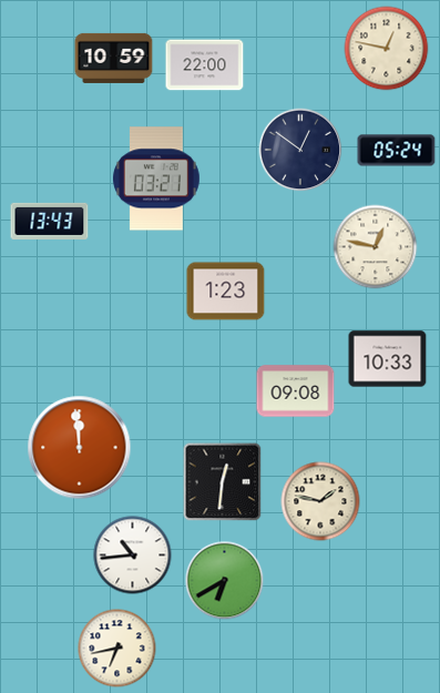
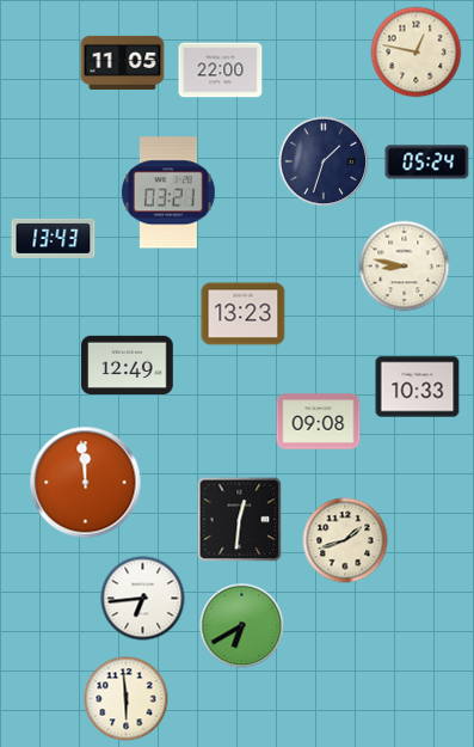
clock at (114, 58): 10:59 -> 11:05
clock at (300, 150): 12:51 -> 1:33
clock at (376, 247): 12:47 -> 8:47
clock at (226, 292): 1:23 -> 13:23
clock at (128, 365): none -> 12:49
clock at (320, 501): 1:47 -> 1:42
clock at (133, 556): 10:44 -> 6:44
clock at (117, 649): 6:43 -> 5:59
